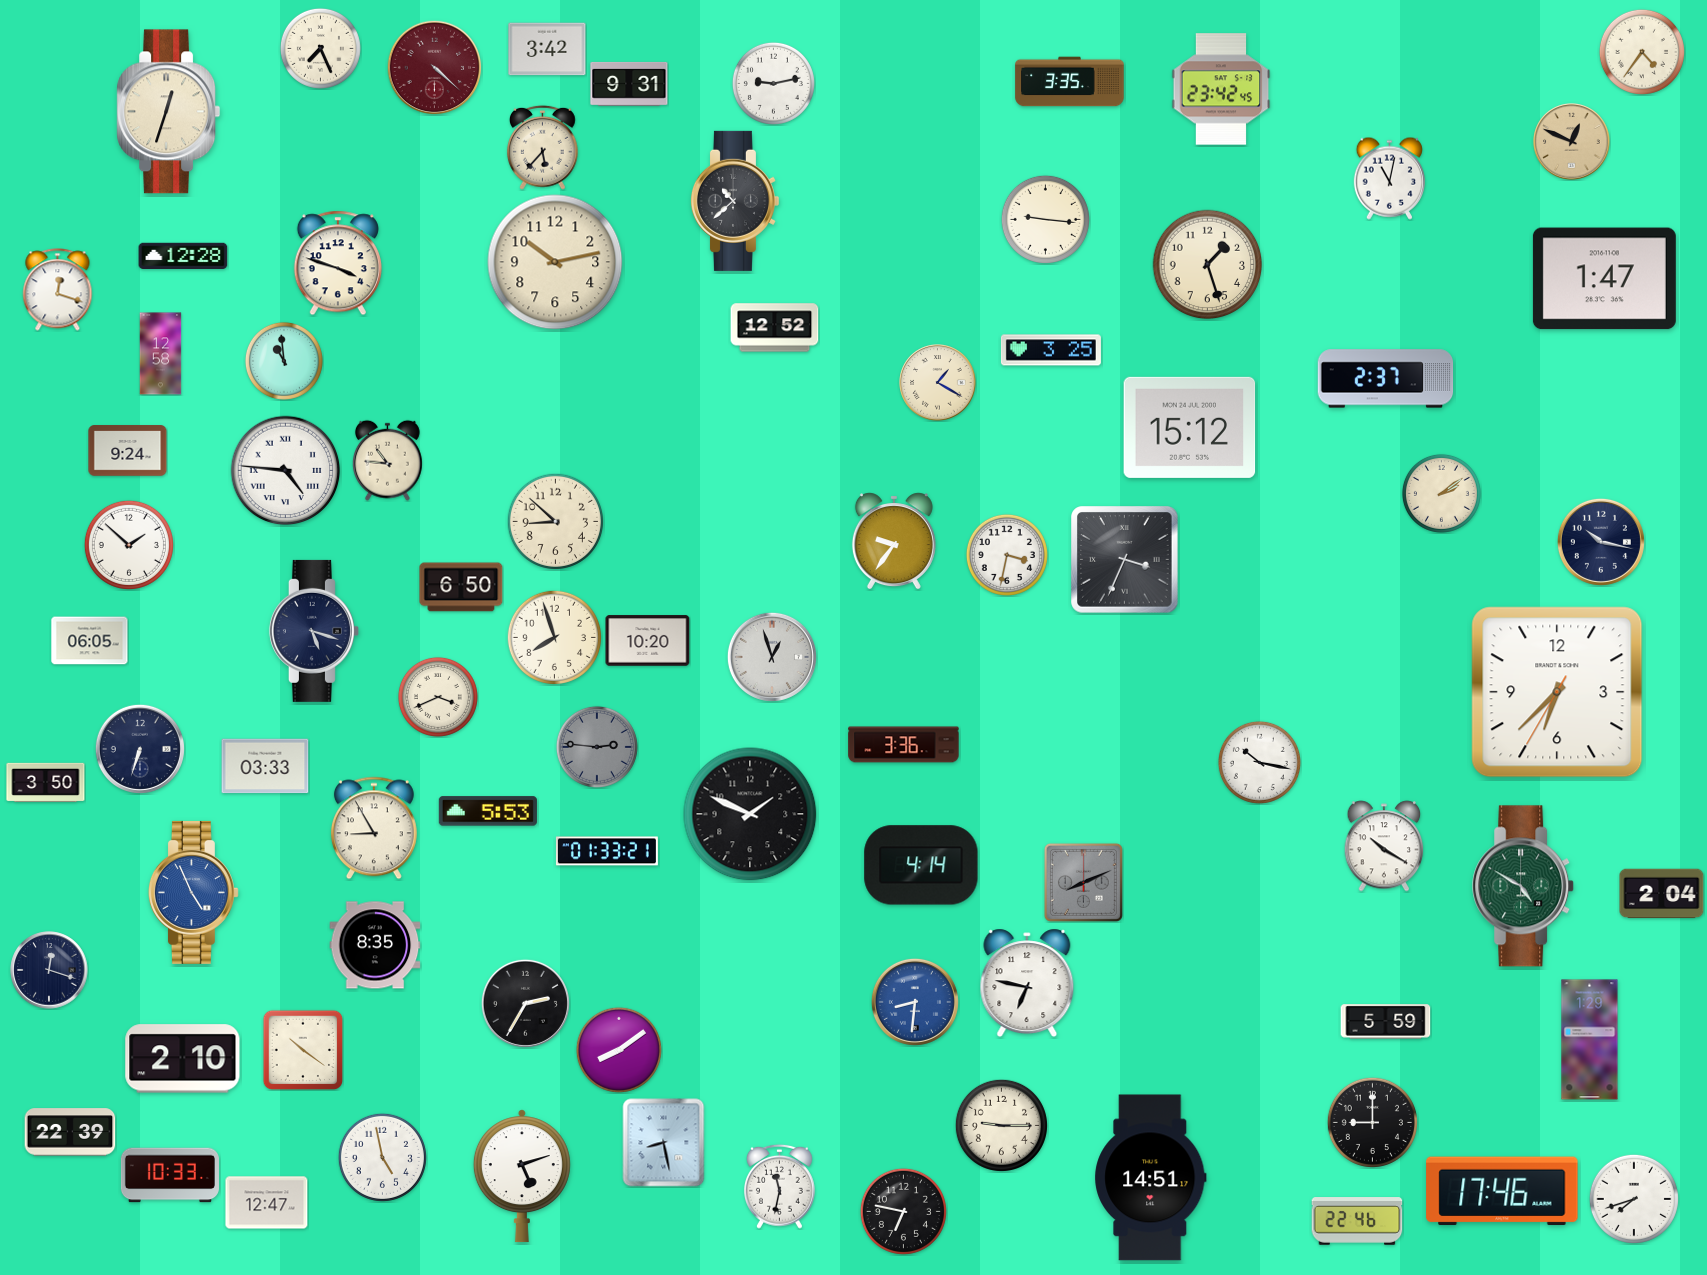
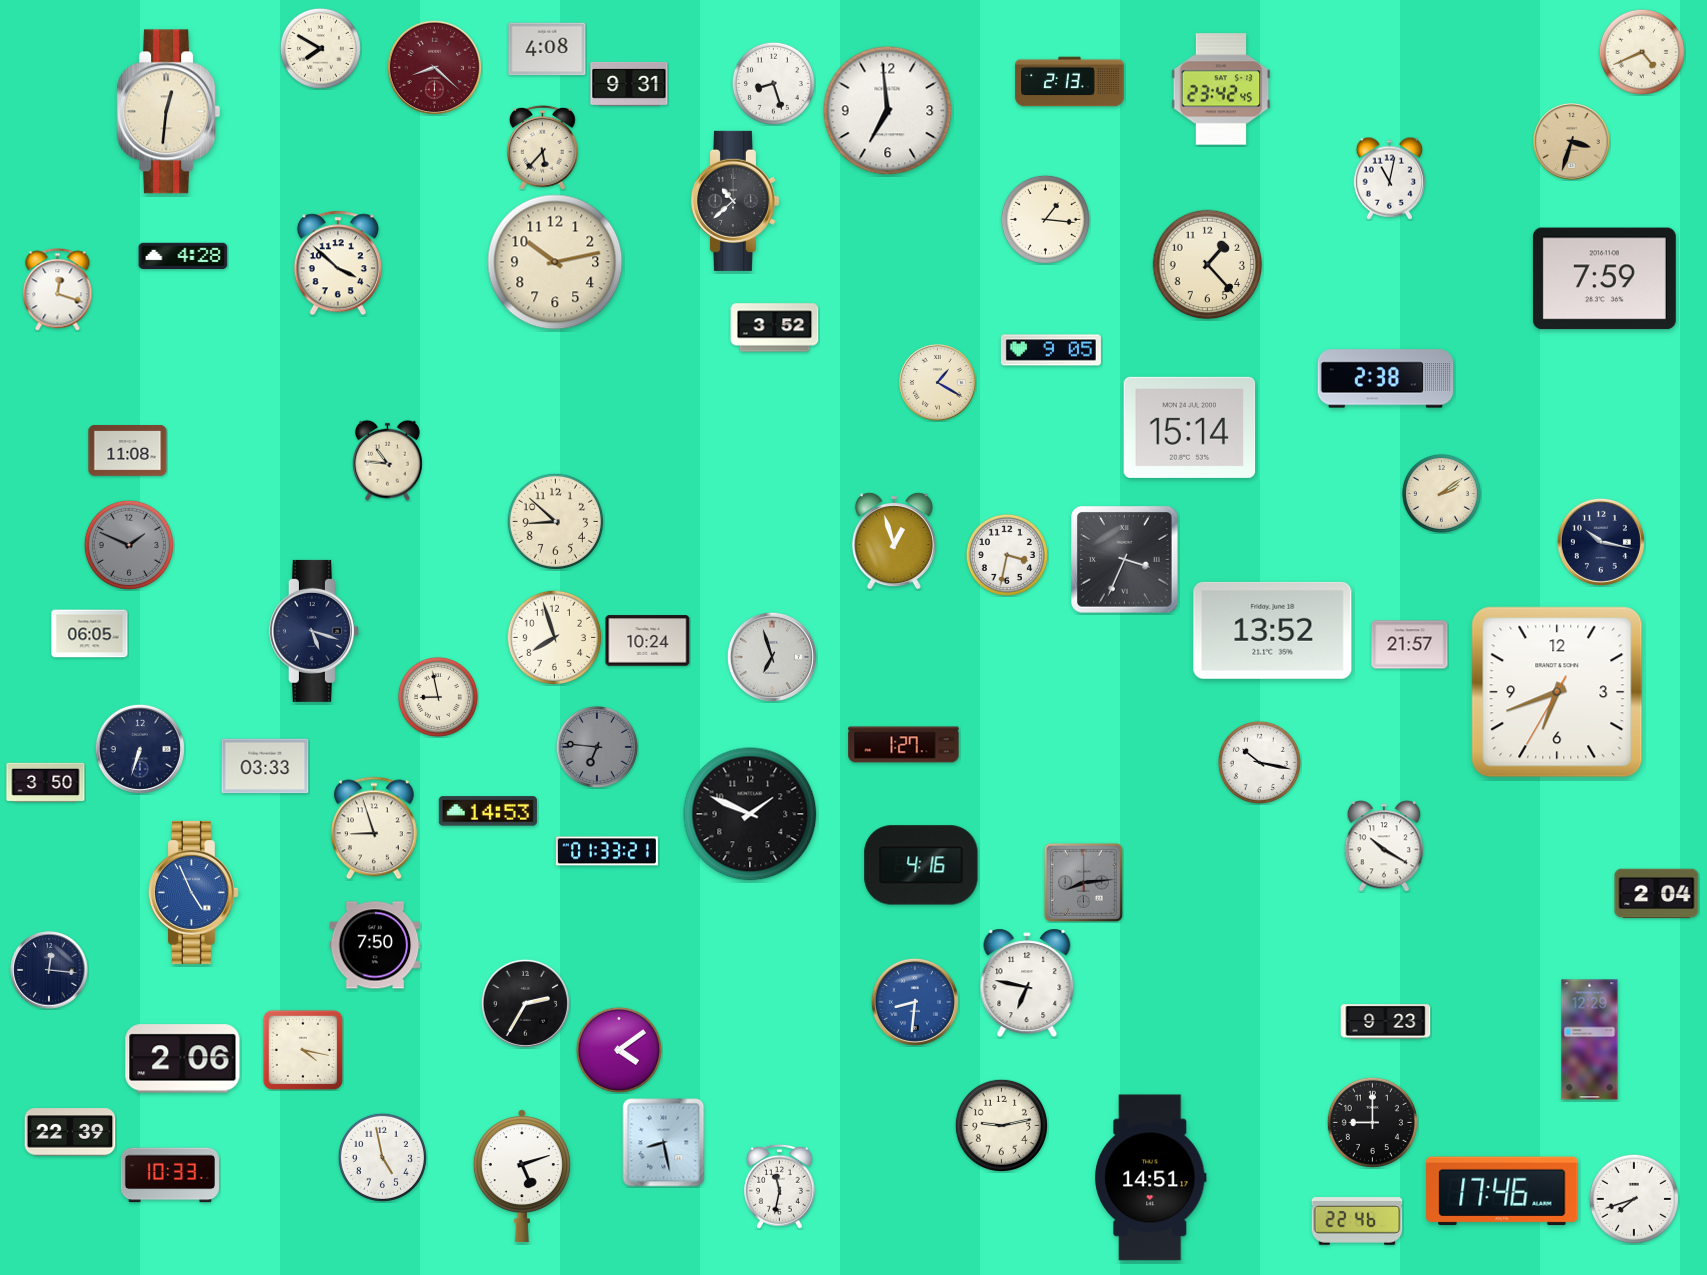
clock at (320, 48): 7:26 -> 7:50
clock at (547, 49): 3:42 -> 4:08
clock at (1642, 52): 4:36 -> 4:41
clock at (434, 67): 4:22 -> 8:22
clock at (1070, 82): 3:35 -> 2:13
clock at (773, 83): 9:13 -> 8:27
clock at (888, 111): none -> 6:59
clock at (169, 112): 12:33 -> 12:31
clock at (1572, 142): 12:49 -> 3:33
clock at (1045, 219): 9:16 -> 1:16
clock at (183, 256): 12:28 -> 4:28
clock at (338, 263): 3:48 -> 3:52
clock at (1208, 265): 1:27 -> 1:23
clock at (1604, 279): 1:47 -> 7:59
clock at (775, 328): 12:52 -> 3:52
clock at (1051, 350): 3:25 -> 9:05
clock at (161, 354): 12:58 -> none
clock at (284, 361): 10:59 -> none
clock at (1386, 379): 2:37 -> 2:38
clock at (1190, 427): 15:12 -> 15:14
clock at (128, 451): 9:24 -> 11:08
clock at (286, 471): 4:46 -> none
clock at (894, 541): 9:36 -> 12:57
clock at (129, 545): 1:52 -> 1:49
clock at (129, 545) dial: white -> grey
clock at (461, 587): 6:50 -> none
clock at (1273, 630): none -> 13:52
clock at (90, 641) position: (90, 641) -> (90, 634)
clock at (648, 641): 10:20 -> 10:24
clock at (1410, 645): none -> 21:57
clock at (772, 657): 12:57 -> 6:57
clock at (1557, 692): 6:37 -> 6:41
clock at (438, 697): 3:41 -> 8:58
clock at (904, 745): 3:36 -> 1:27
clock at (597, 747): 2:46 -> 6:46
clock at (488, 811): 5:53 -> 14:53
clock at (374, 828): 8:55 -> 8:57
clock at (921, 865): 4:14 -> 4:16
clock at (1083, 882): 8:11 -> 8:14
clock at (1524, 886): 4:50 -> none
clock at (1662, 894) position: (1662, 894) -> (1657, 894)
clock at (375, 945): 8:35 -> 7:50
clock at (49, 970): 12:18 -> 12:16
clock at (1386, 1022): 5:59 -> 9:23
clock at (1590, 1040): 1:29 -> 12:29
clock at (303, 1050): 10:21 -> 4:17
clock at (619, 1050): 8:09 -> 4:09
clock at (183, 1059): 2:10 -> 2:06
clock at (1001, 1125): 9:15 -> 9:13
clock at (267, 1203): 12:47 -> none
clock at (903, 1211): 6:47 -> none
